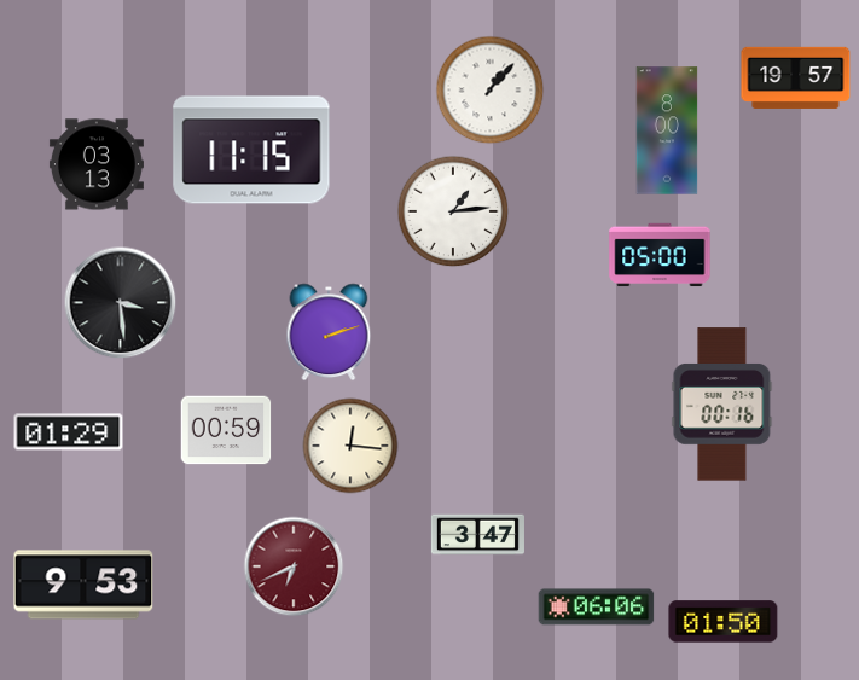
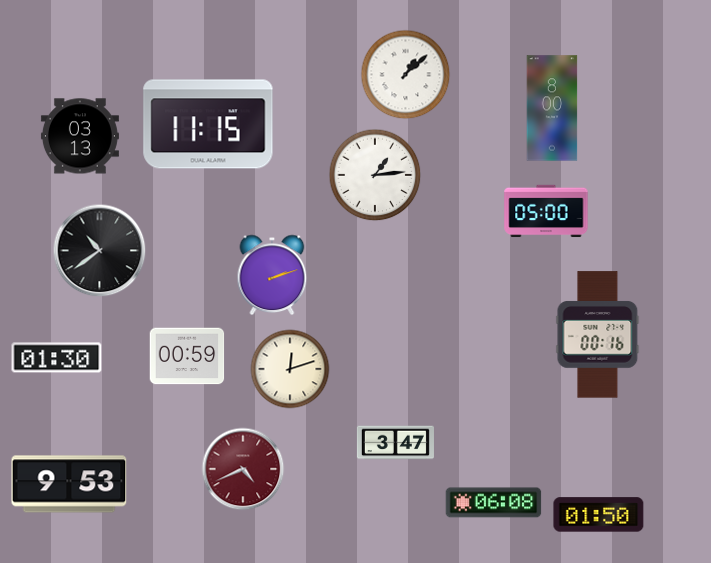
clock at (796, 77): 19:57 -> none
clock at (491, 91): 1:07 -> 1:08
clock at (121, 303): 3:29 -> 10:39
clock at (69, 432): 01:29 -> 01:30
clock at (350, 446): 12:16 -> 12:12
clock at (294, 566): 6:41 -> 4:41
clock at (597, 608): 06:06 -> 06:08
